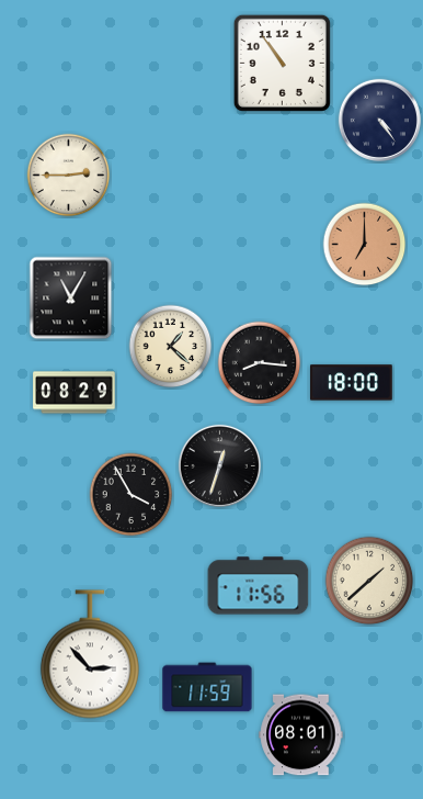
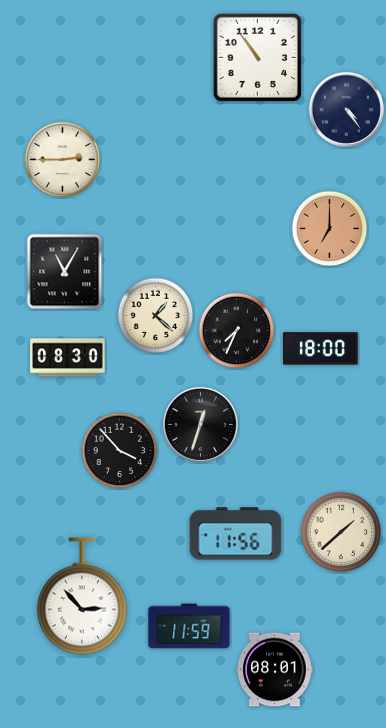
clock at (365, 245) position: (365, 245) -> (330, 229)
clock at (260, 363): 8:16 -> 7:34
clock at (75, 393): 08:29 -> 08:30
clock at (132, 495): 3:55 -> 3:53
clock at (369, 581) position: (369, 581) -> (341, 532)
